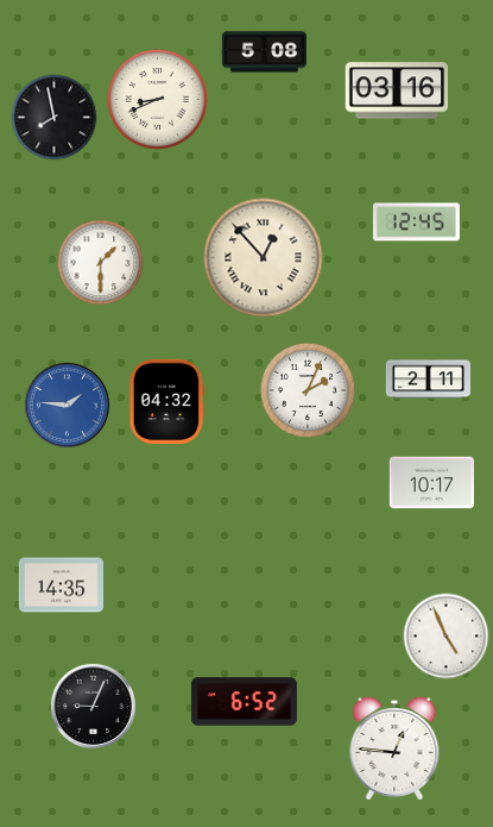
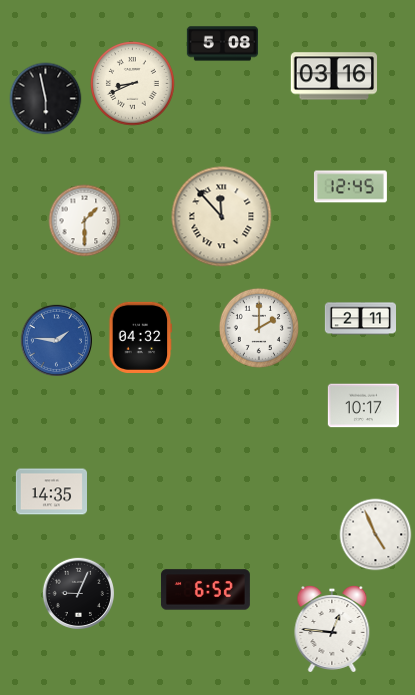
clock at (55, 118): 7:58 -> 5:58
clock at (264, 258): 12:53 -> 11:53
clock at (308, 390): 2:04 -> 2:00
